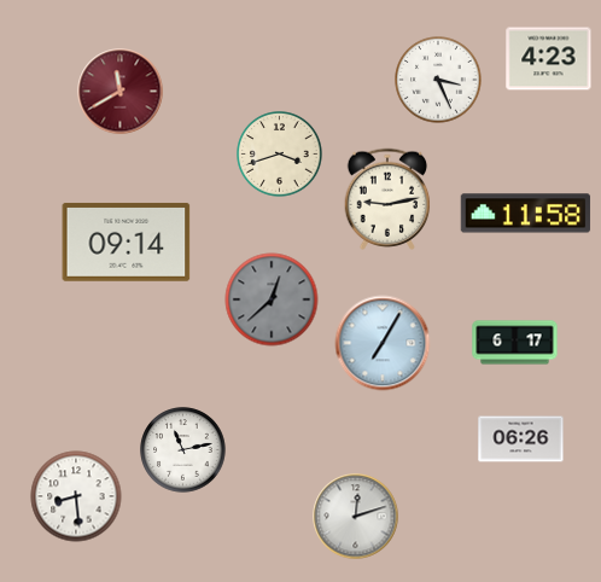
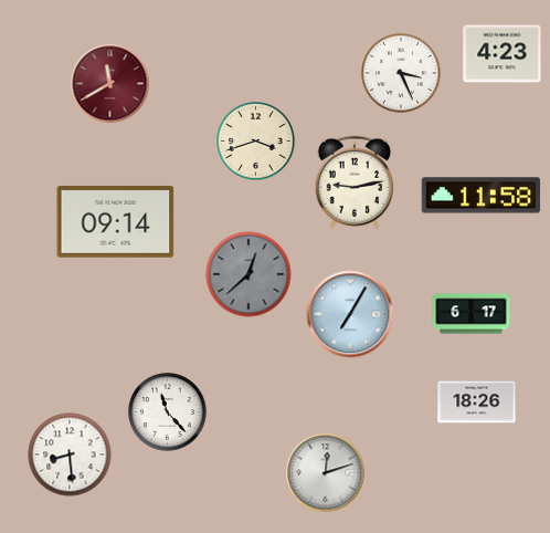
clock at (521, 440): 06:26 -> 18:26
clock at (183, 450): 11:13 -> 11:23
